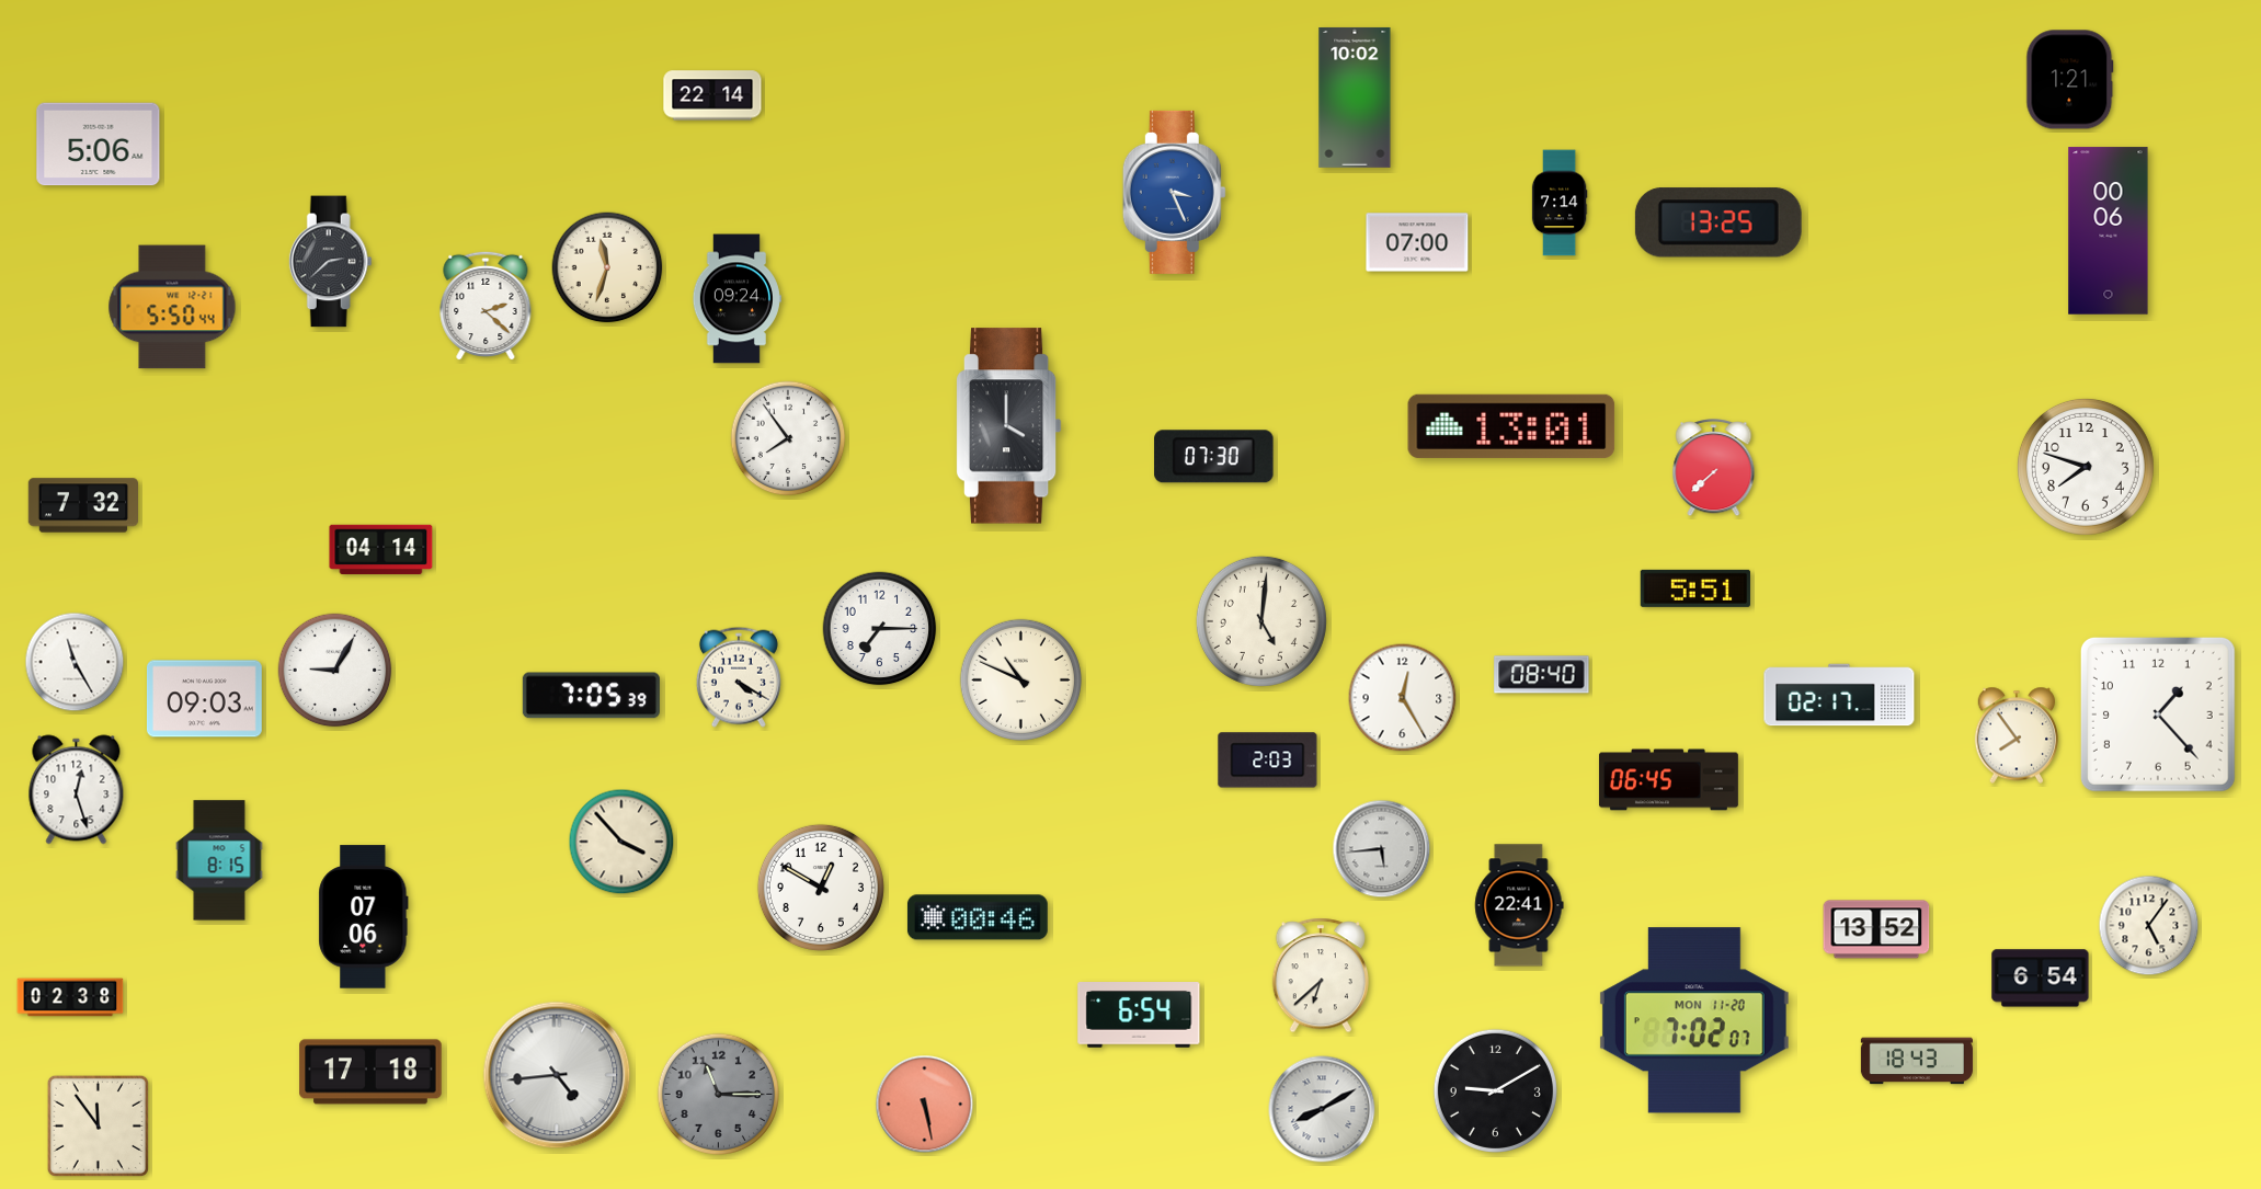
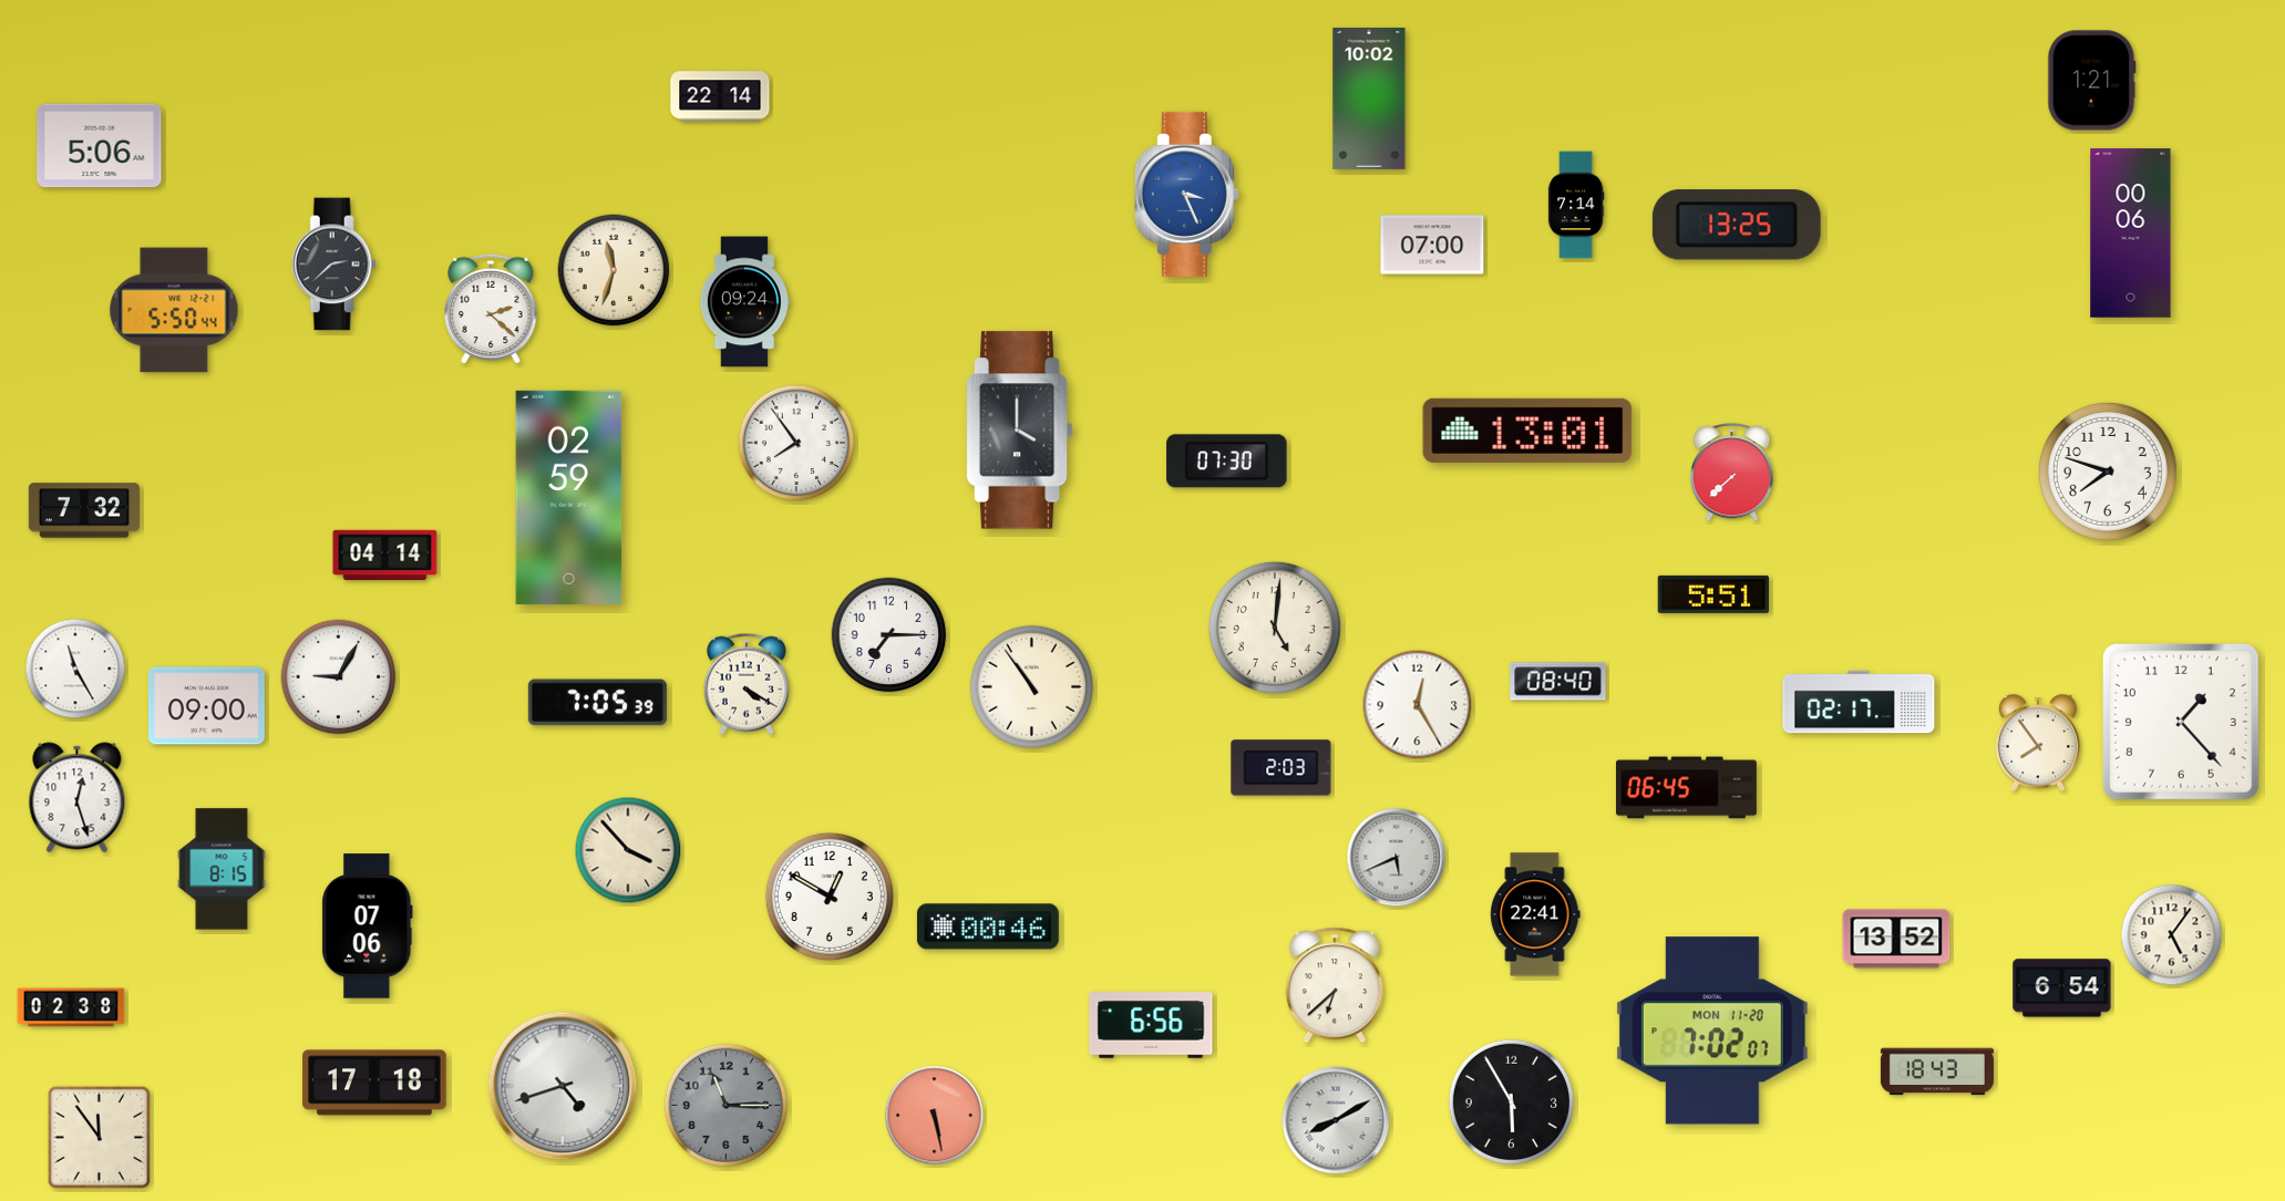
clock at (569, 497): none -> 02:59
clock at (1020, 679): 10:49 -> 10:54
clock at (204, 699): 09:03 -> 09:00
clock at (1382, 849): 5:44 -> 5:41
clock at (1139, 1015): 6:54 -> 6:56
clock at (557, 1075): 4:44 -> 4:42
clock at (1495, 1090): 9:10 -> 5:55
